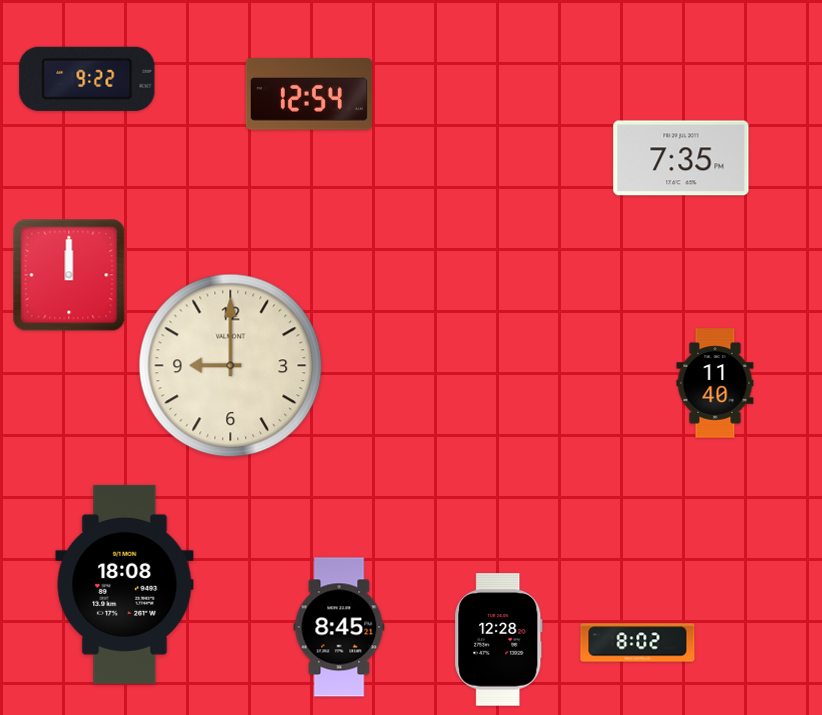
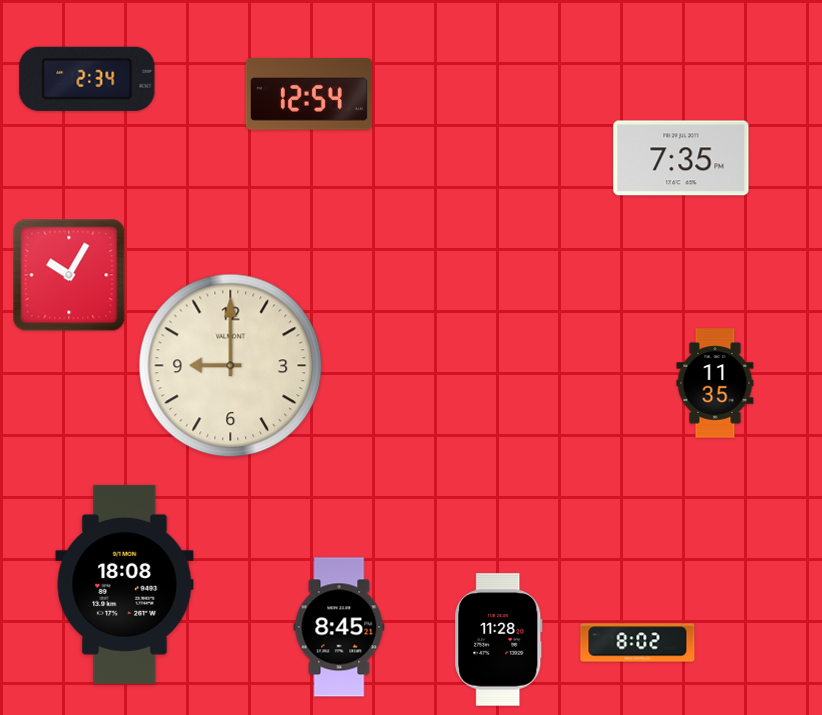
clock at (87, 79): 9:22 -> 2:34
clock at (69, 275): 12:00 -> 10:05
clock at (715, 383): 11:40 -> 11:35
clock at (499, 640): 12:28 -> 11:28
